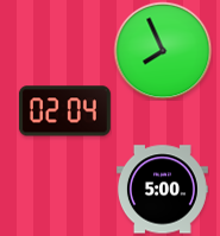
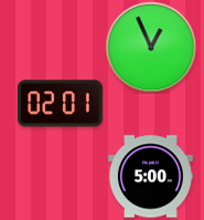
clock at (163, 51): 7:56 -> 12:56
clock at (64, 111): 02:04 -> 02:01
